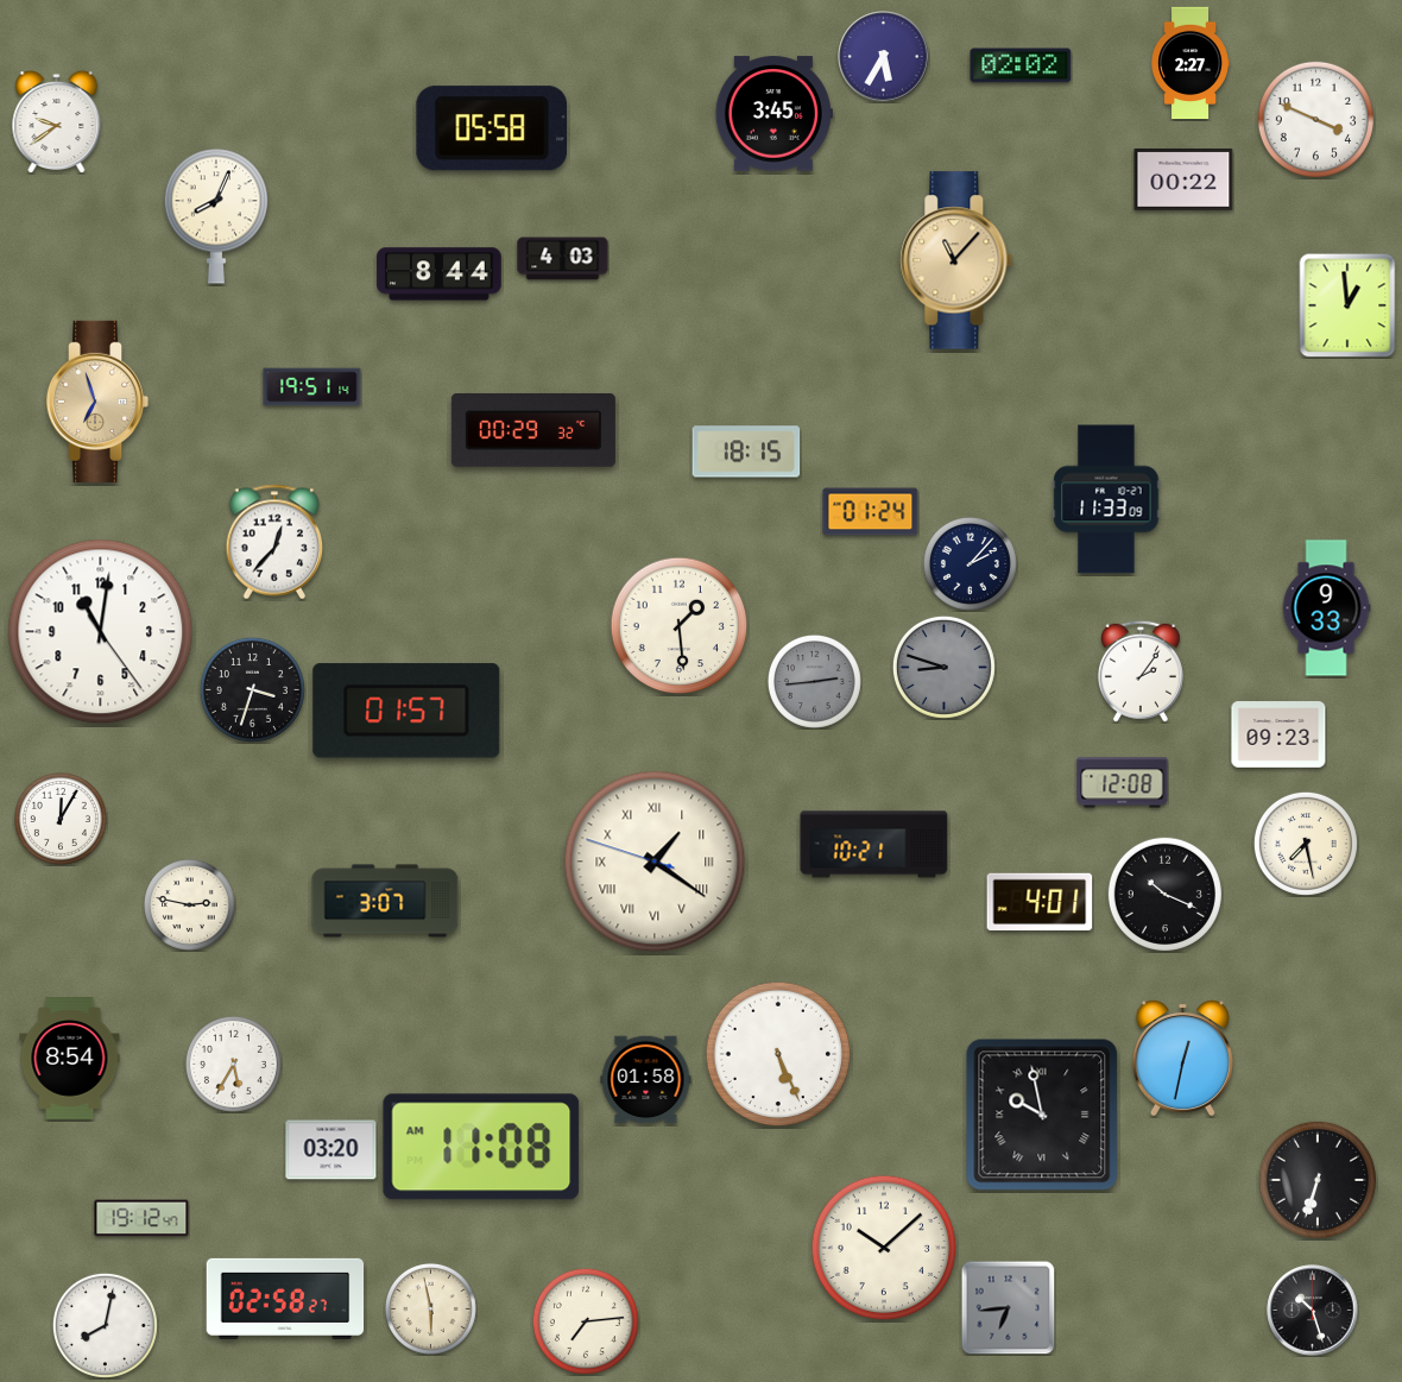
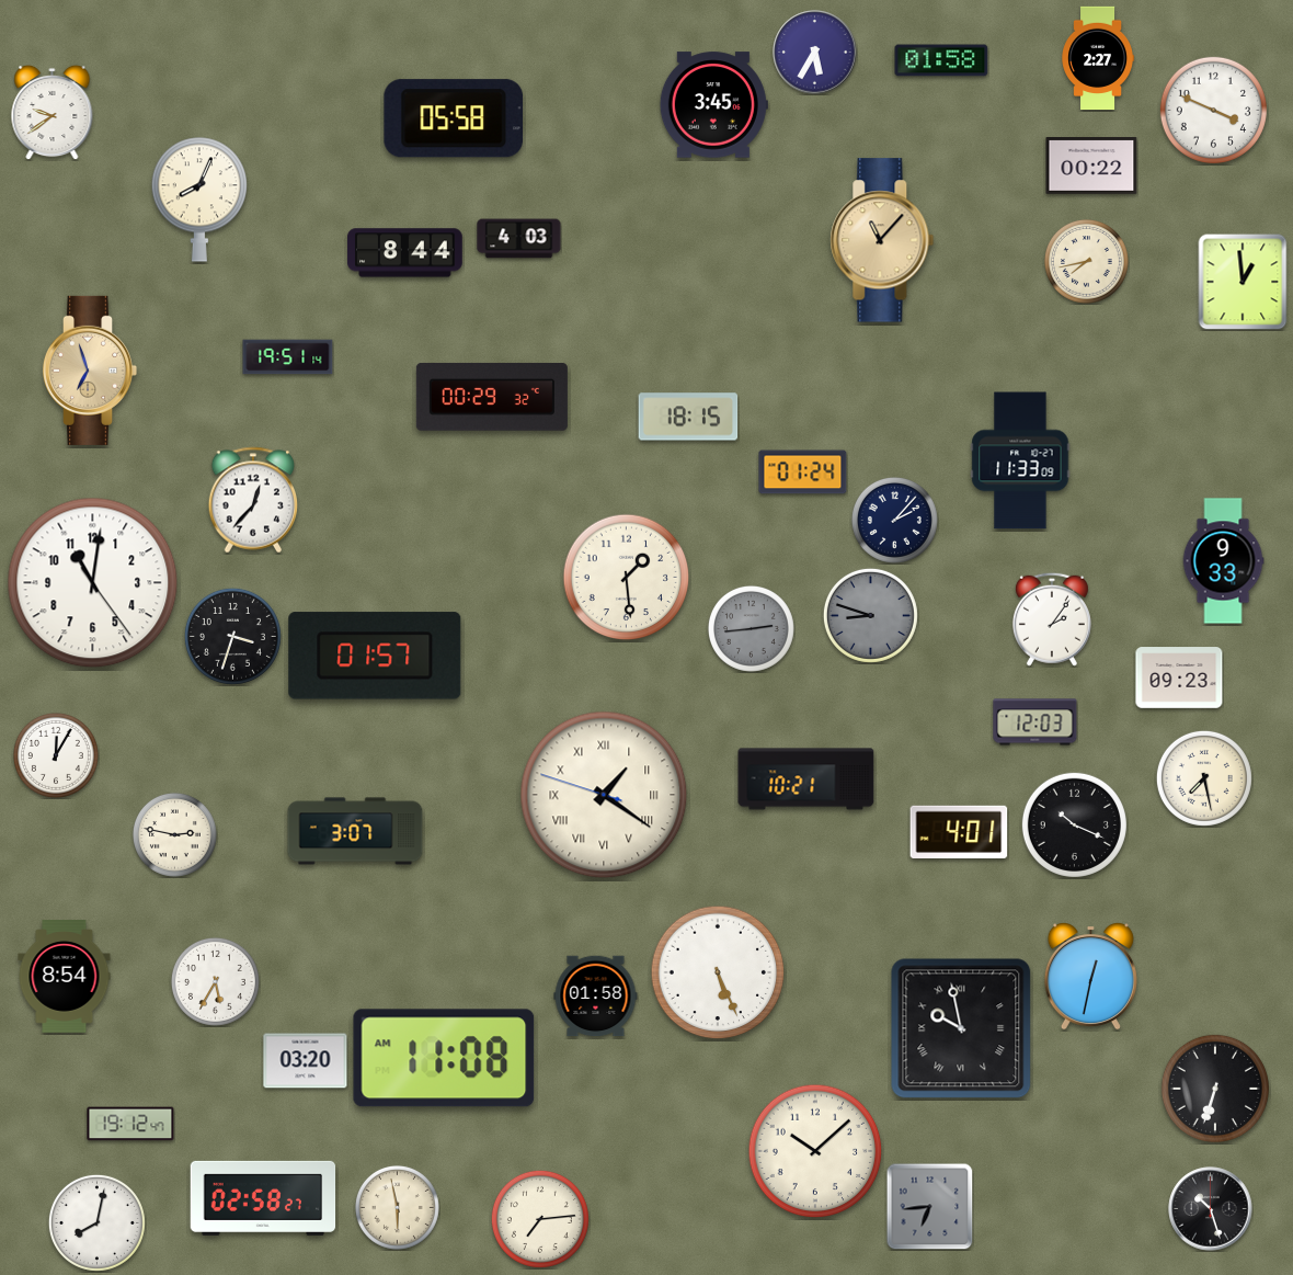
clock at (1021, 65): 02:02 -> 01:58
clock at (1086, 261): none -> 7:43
clock at (1123, 783): 12:08 -> 12:03
